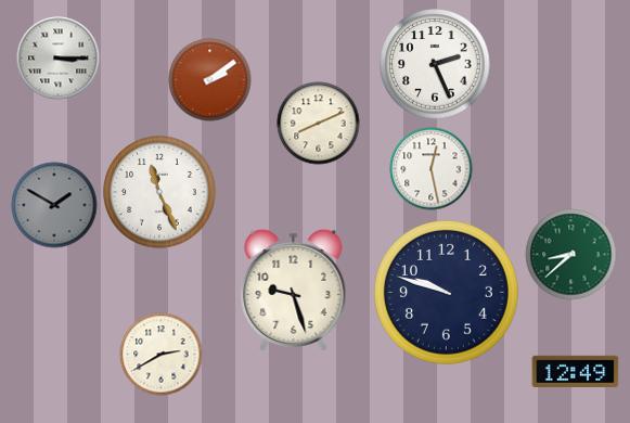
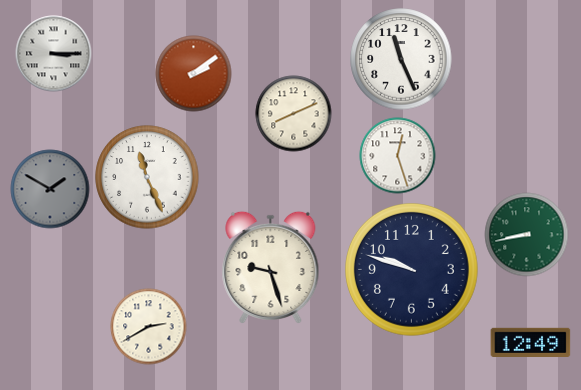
clock at (435, 64): 2:26 -> 11:26
clock at (432, 169): 12:28 -> 12:27
clock at (571, 255): 8:38 -> 8:43
